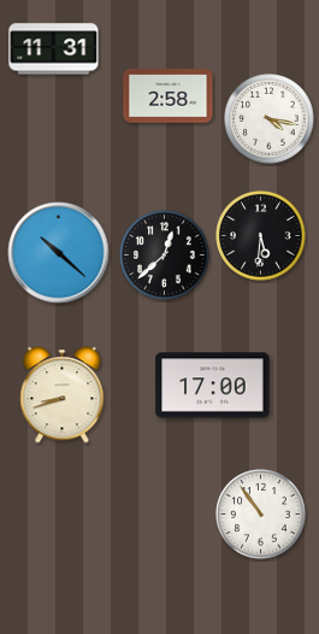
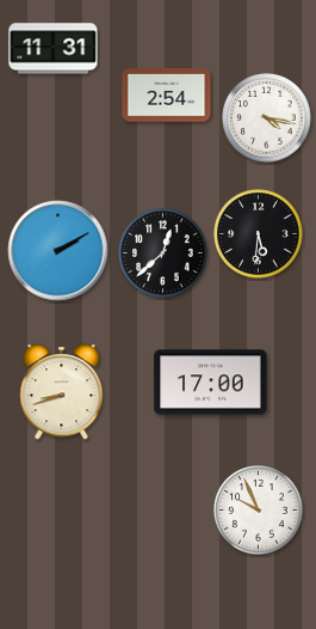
clock at (169, 96): 2:58 -> 2:54
clock at (59, 253): 10:22 -> 2:10
clock at (261, 515): 10:54 -> 9:56
